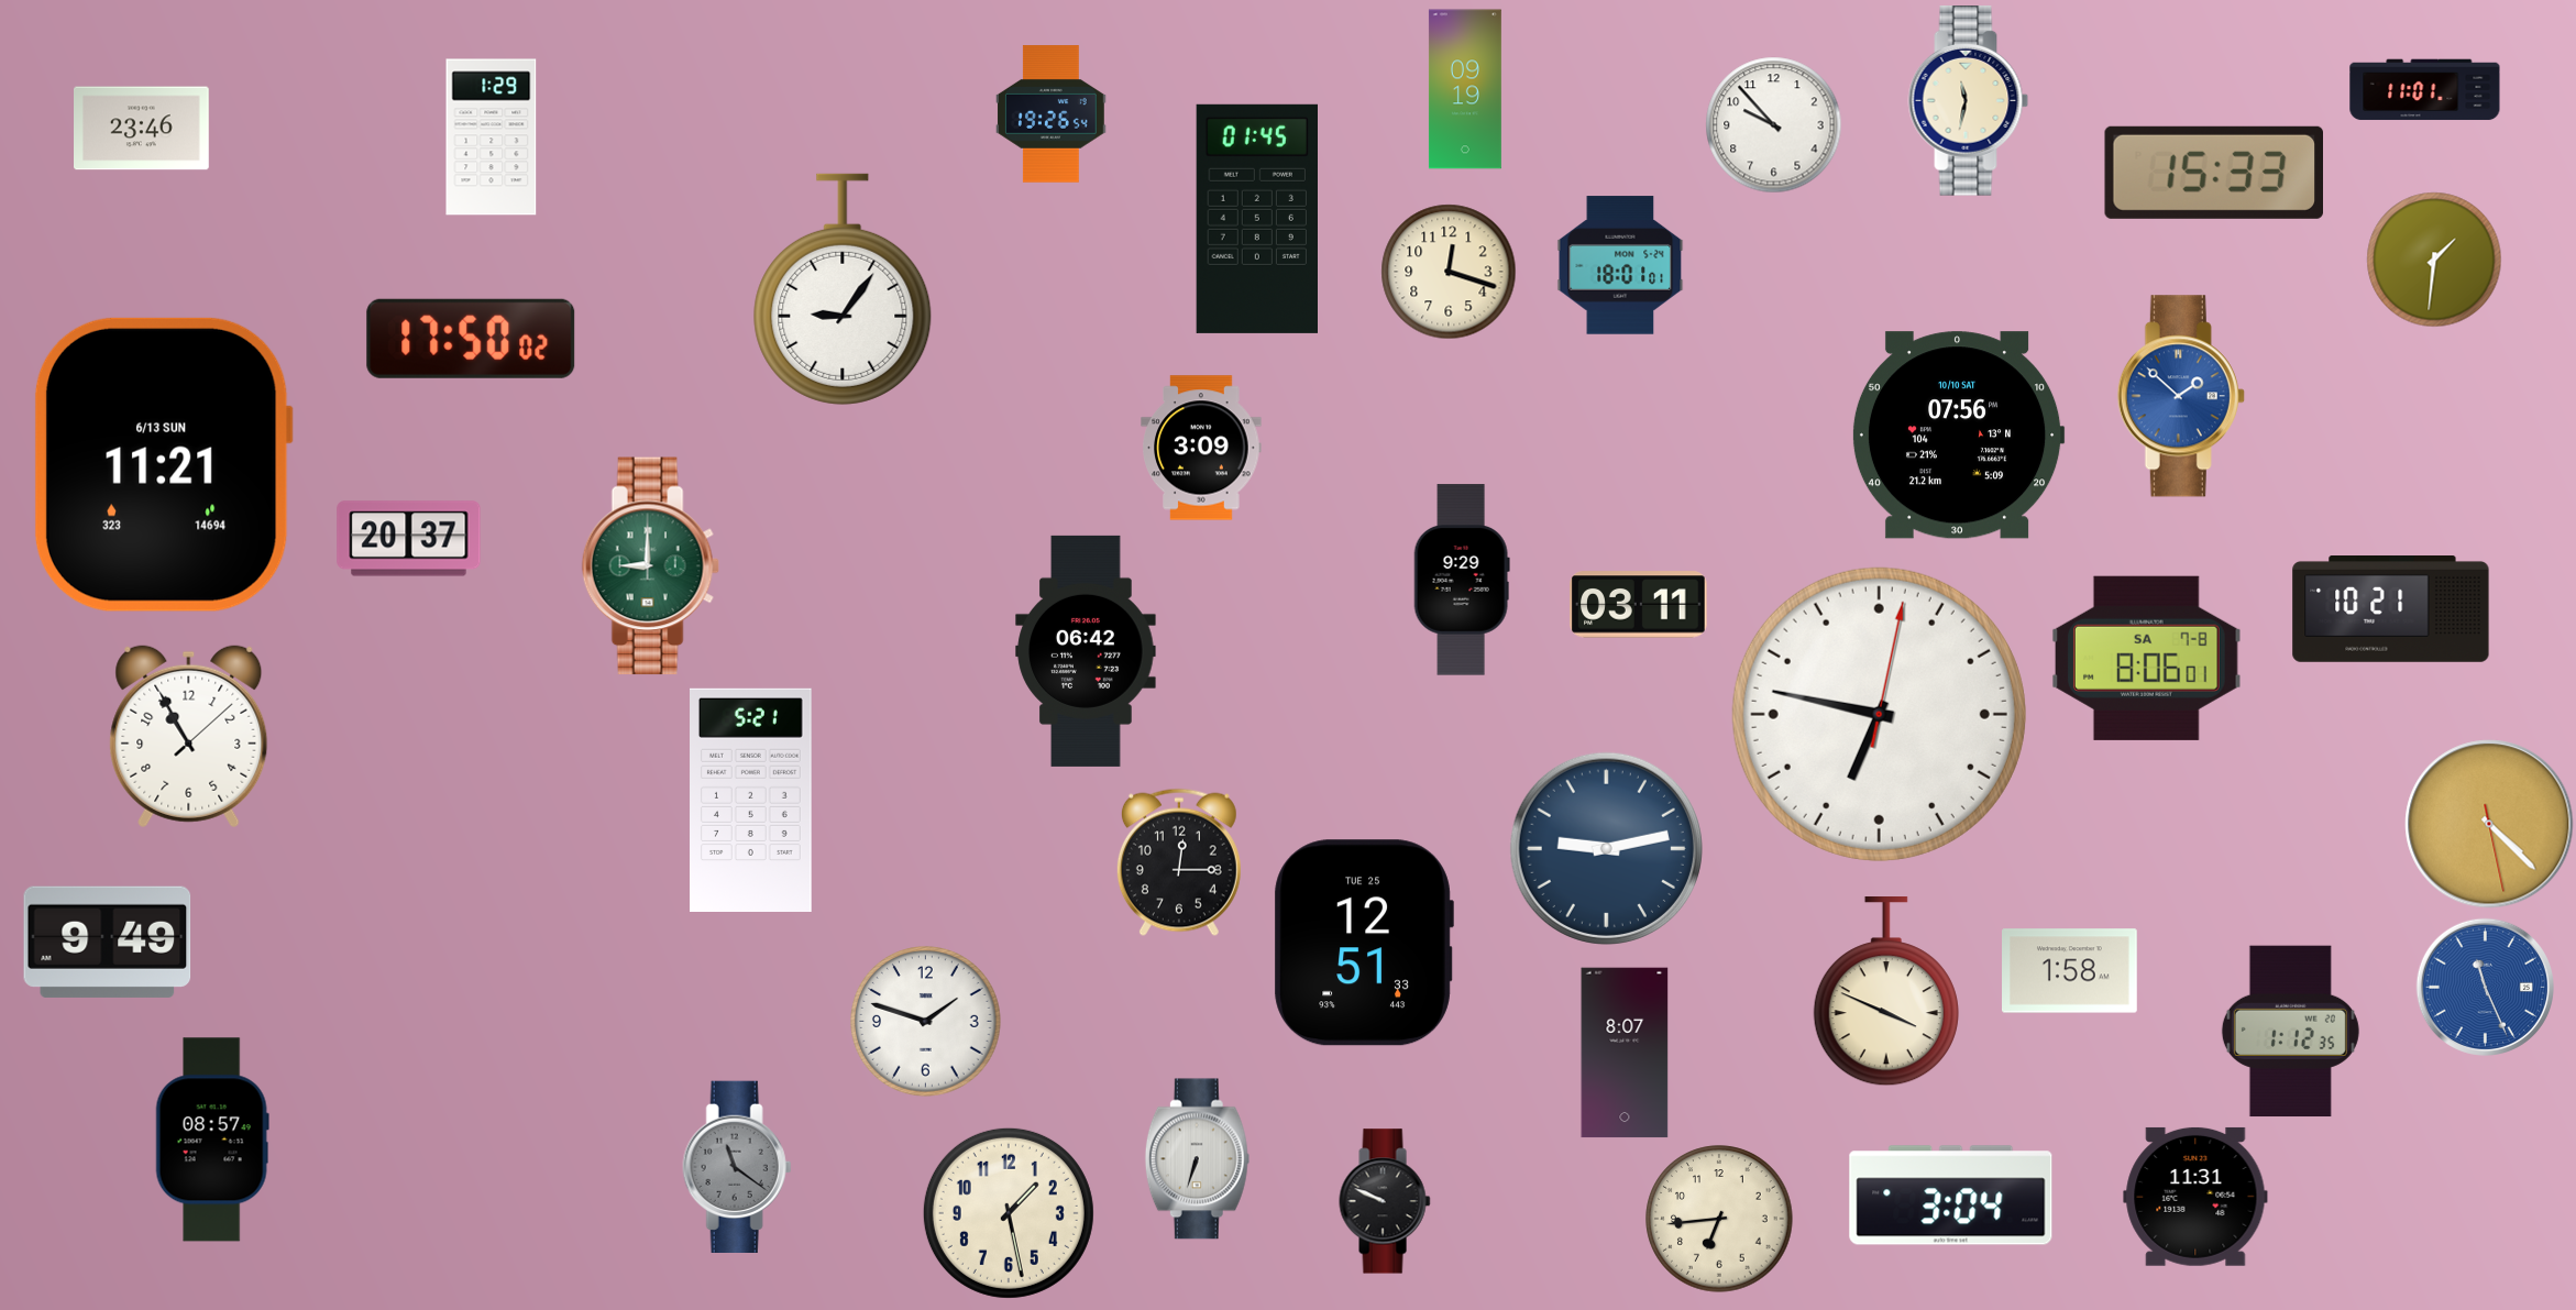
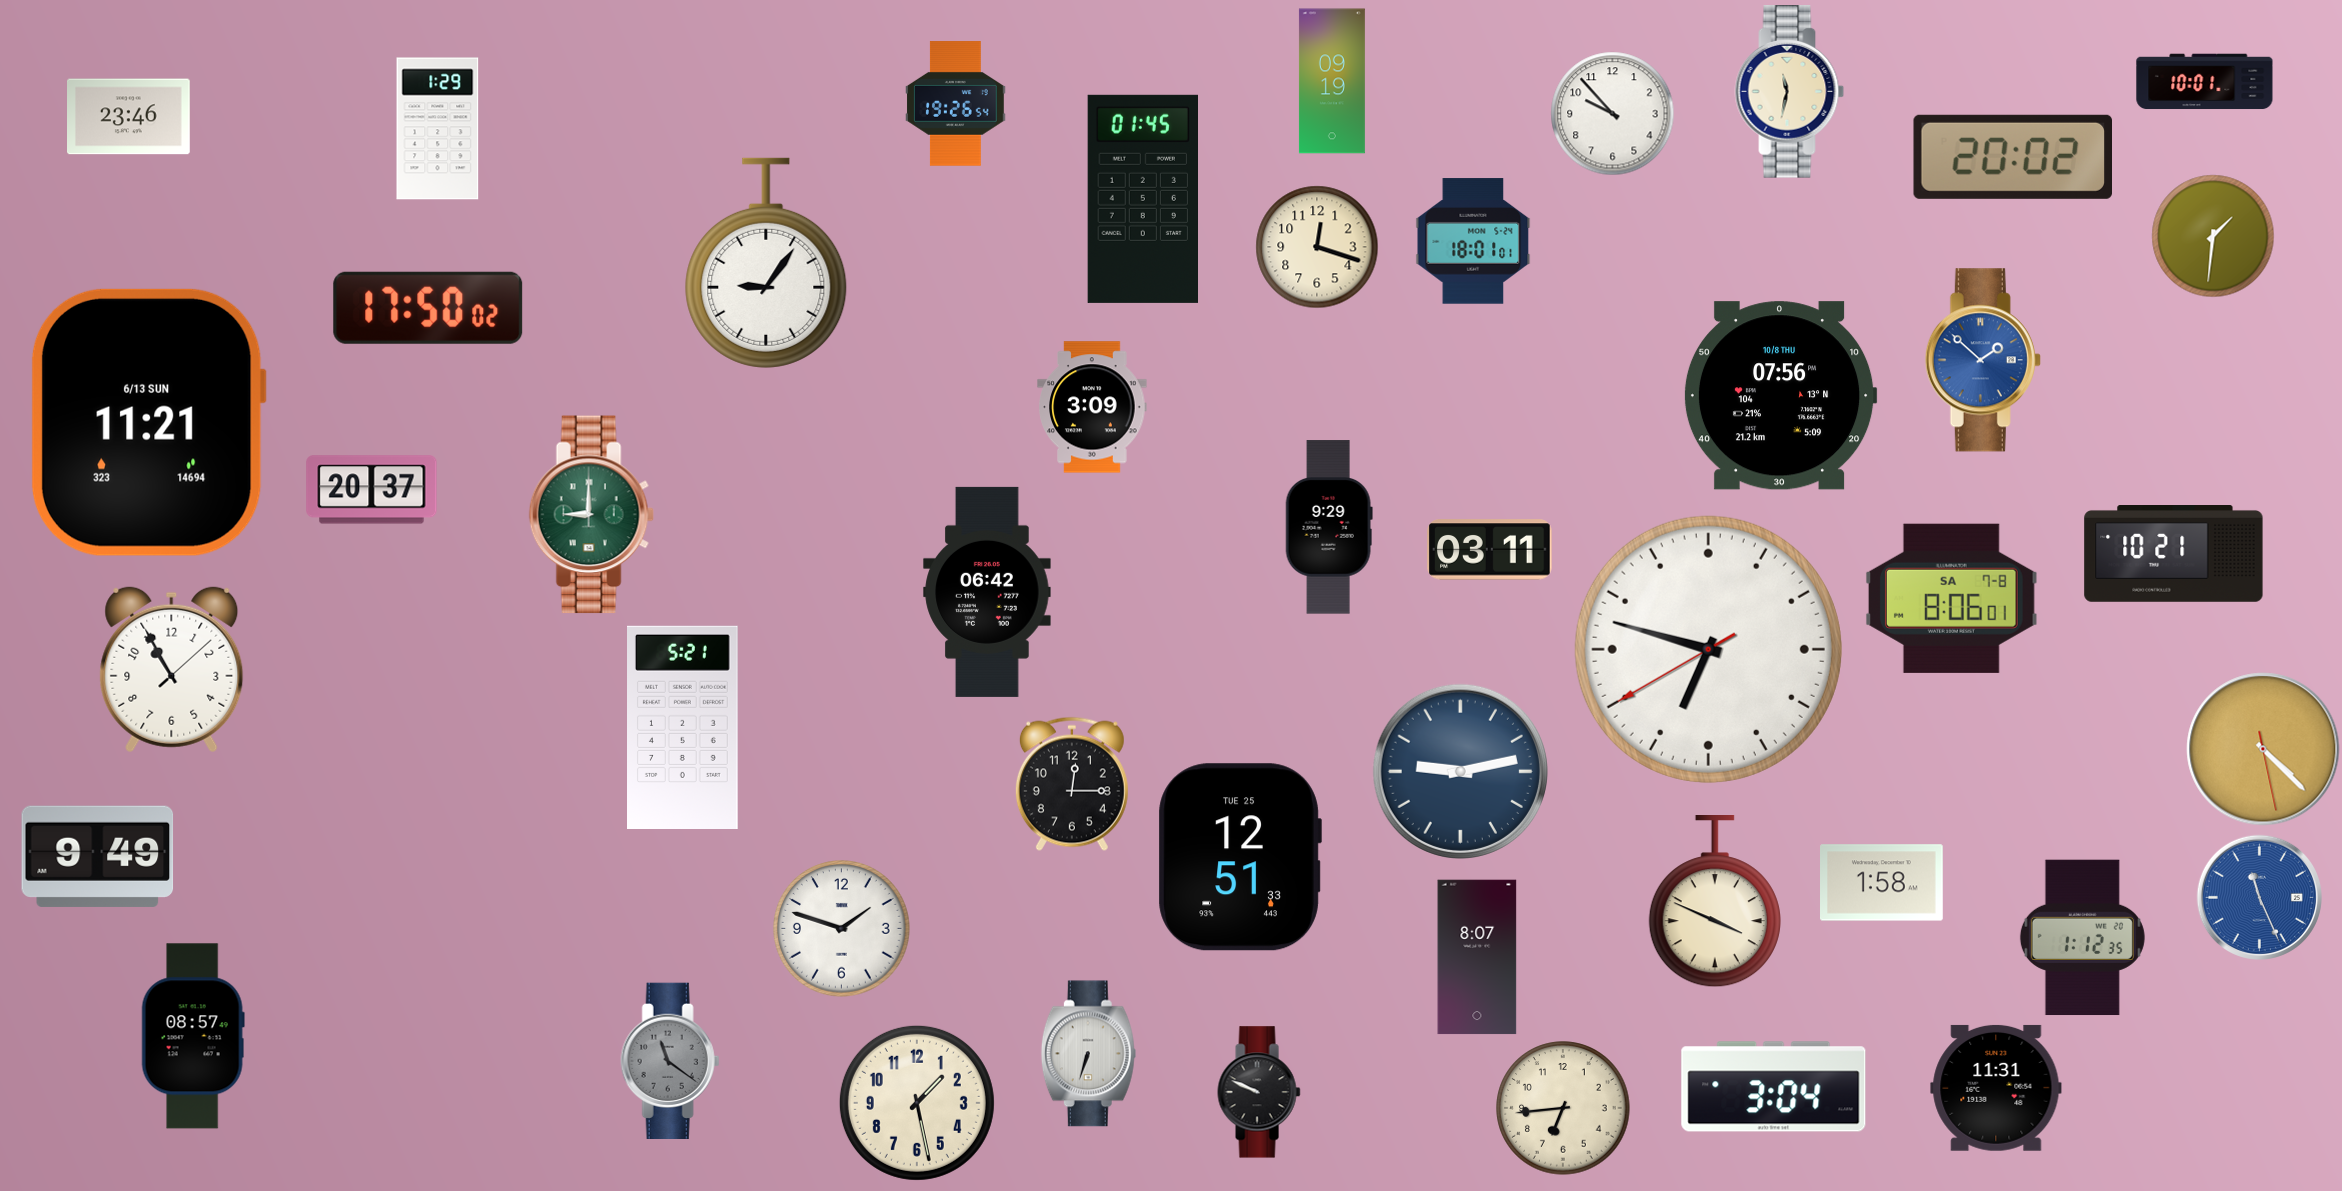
clock at (2425, 90): 11:01 -> 10:01
clock at (492, 137) position: (492, 137) -> (438, 129)
clock at (2213, 173): 15:33 -> 20:02
clock at (1958, 436) date: 10/10 SAT -> 10/8 THU
clock at (1879, 714): 6:47:02 -> 6:47:40
